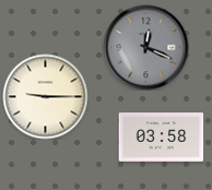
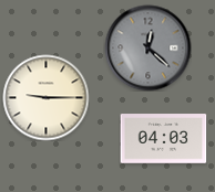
clock at (145, 47): 12:19 -> 12:22
clock at (161, 138): 03:58 -> 04:03
